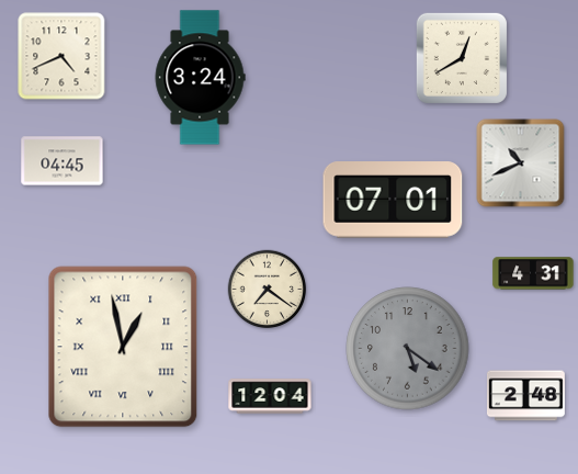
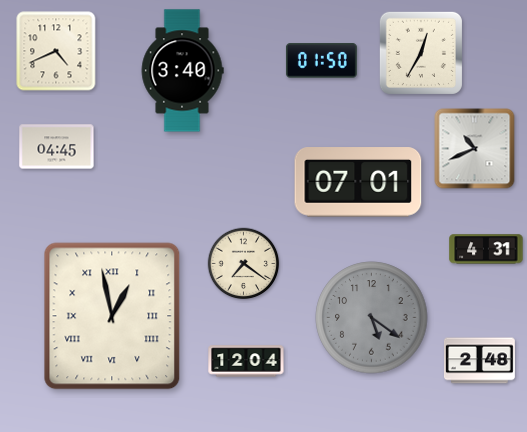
clock at (462, 58): 12:40 -> 12:35
clock at (321, 61): none -> 01:50
clock at (200, 78): 3:24 -> 3:40
